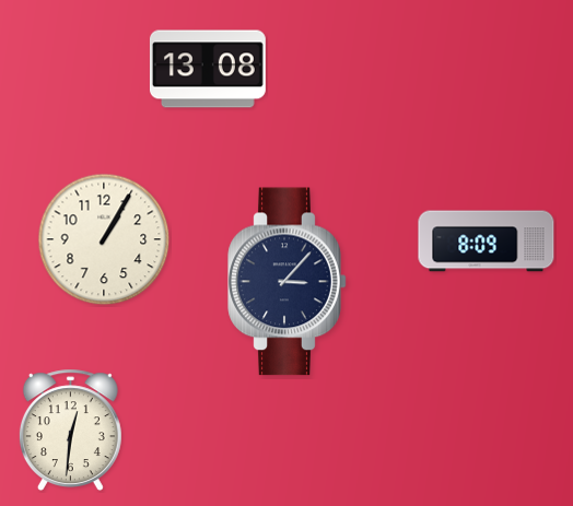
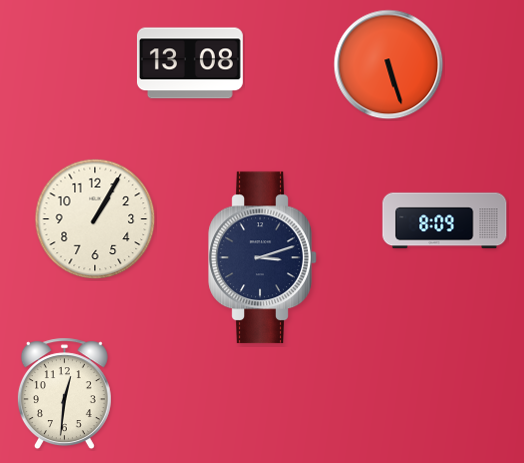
clock at (389, 65): none -> 5:27
clock at (288, 282): 3:07 -> 3:12
